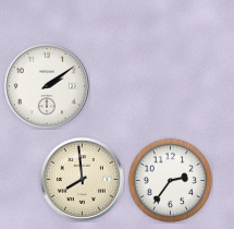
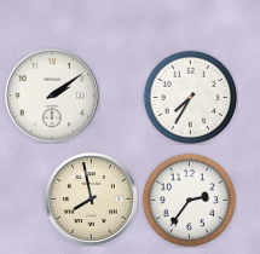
clock at (190, 97): none -> 7:35
clock at (82, 179): 7:59 -> 7:58
